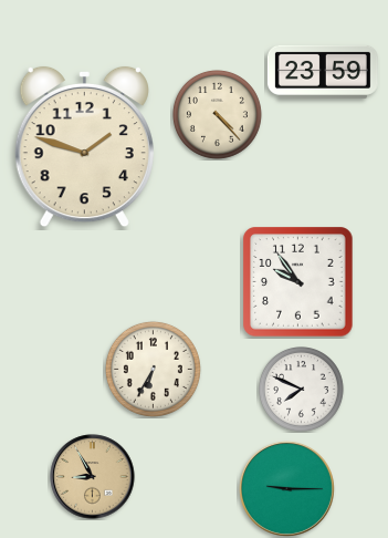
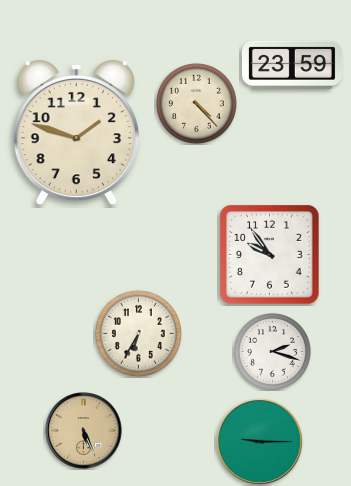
clock at (302, 390): 7:49 -> 2:18
clock at (93, 477): 8:55 -> 5:26
